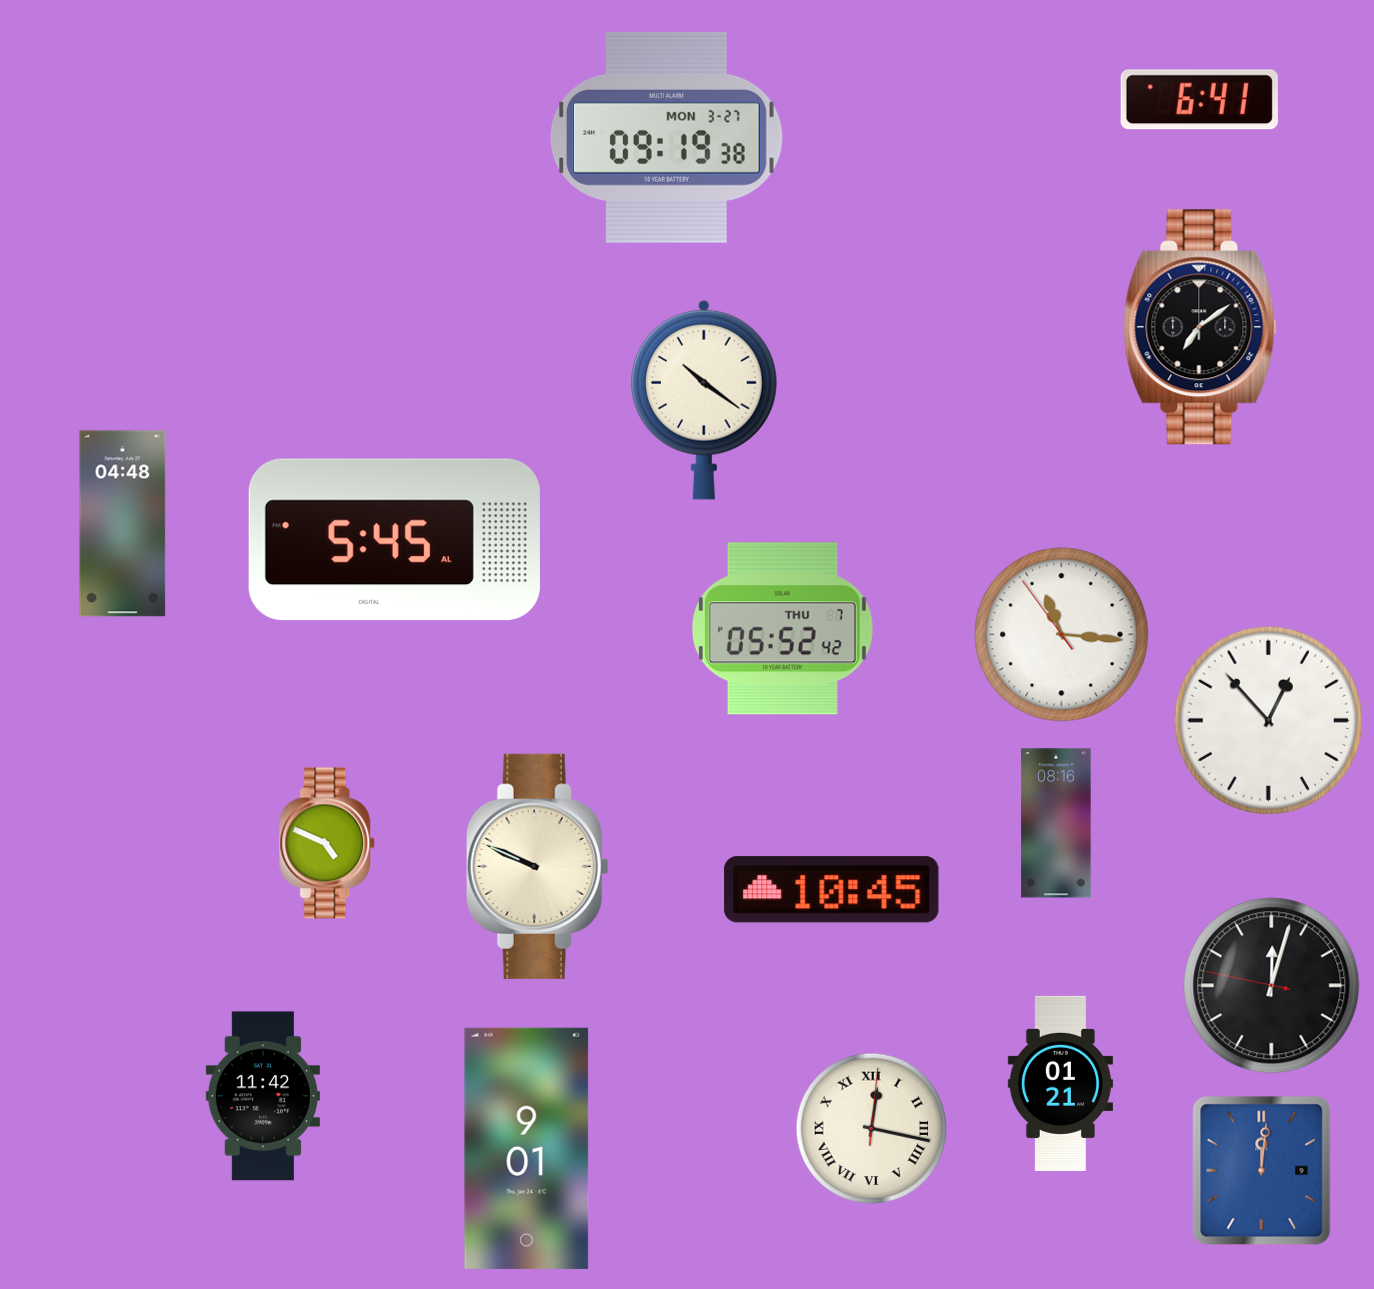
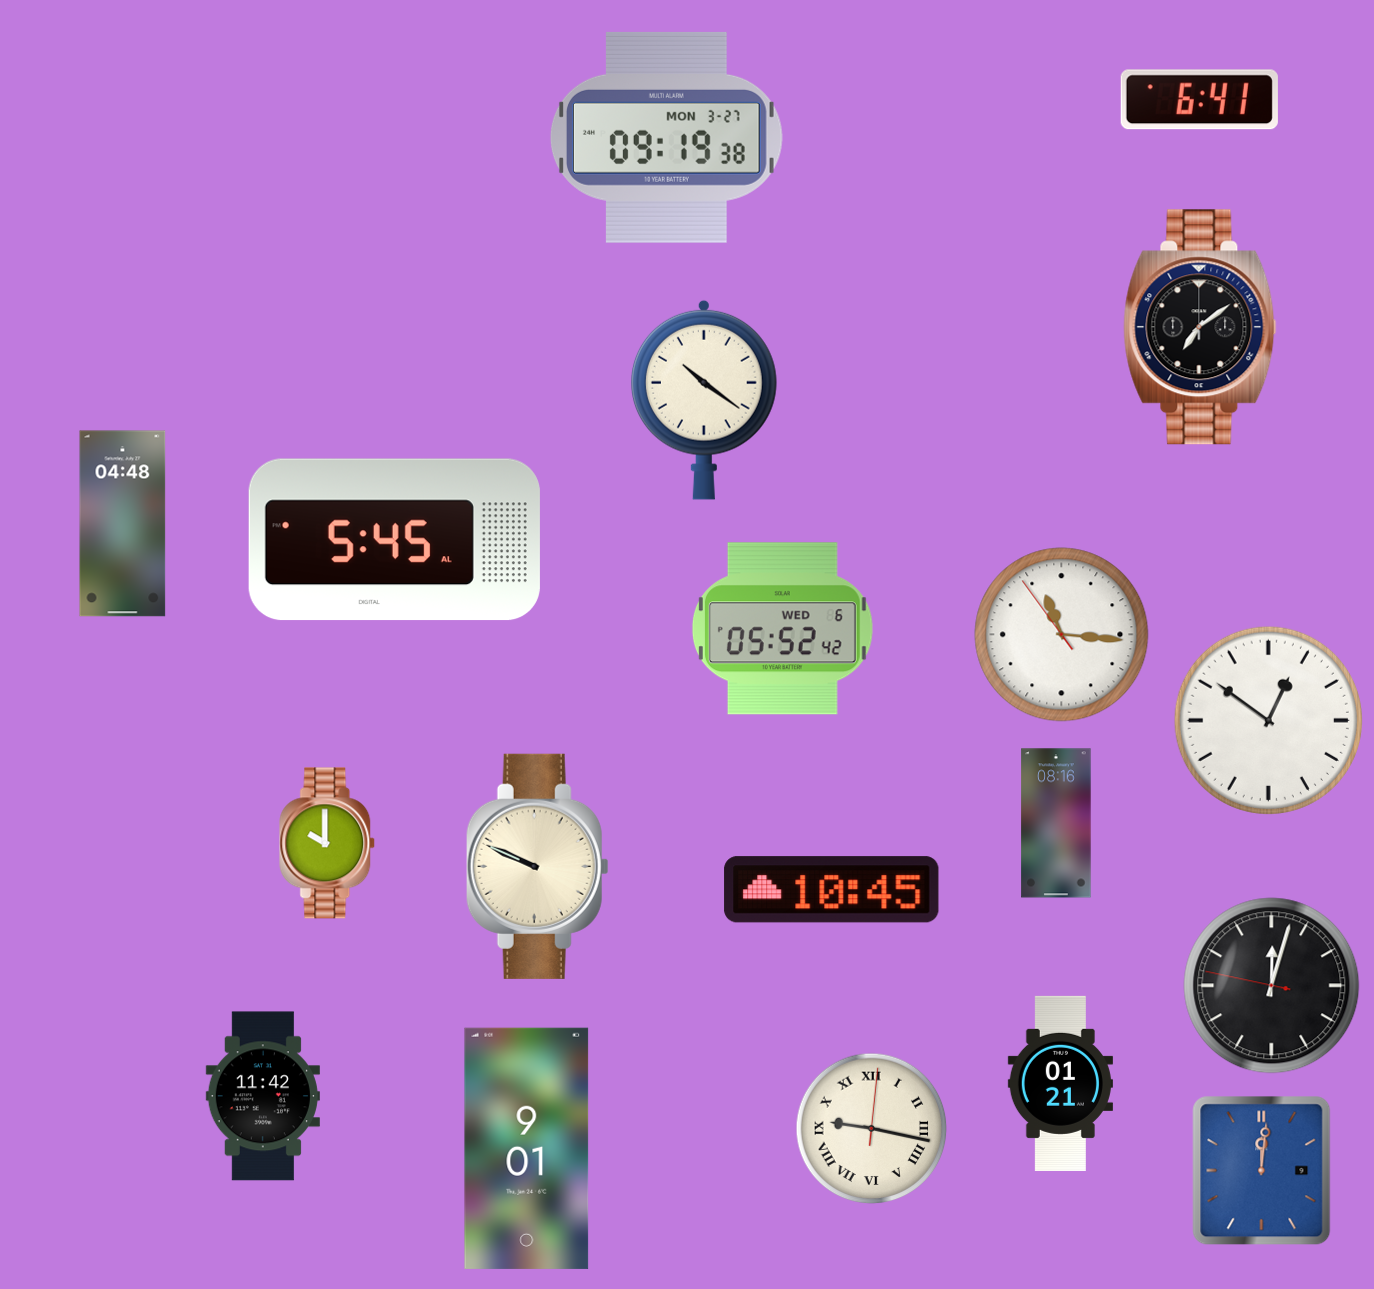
clock at (782, 629) date: THU 7 -> WED 6
clock at (1268, 720): 12:53 -> 12:51
clock at (328, 843): 4:49 -> 10:00
clock at (872, 1129): 12:17 -> 9:17
